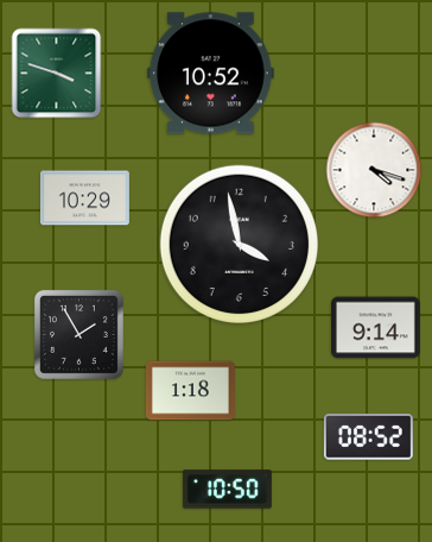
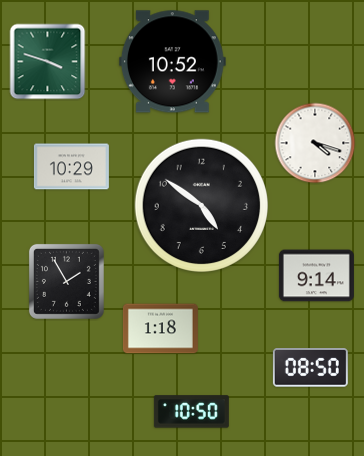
clock at (210, 74) position: (210, 74) -> (172, 62)
clock at (239, 244): 3:58 -> 4:51
clock at (368, 437): 08:52 -> 08:50
